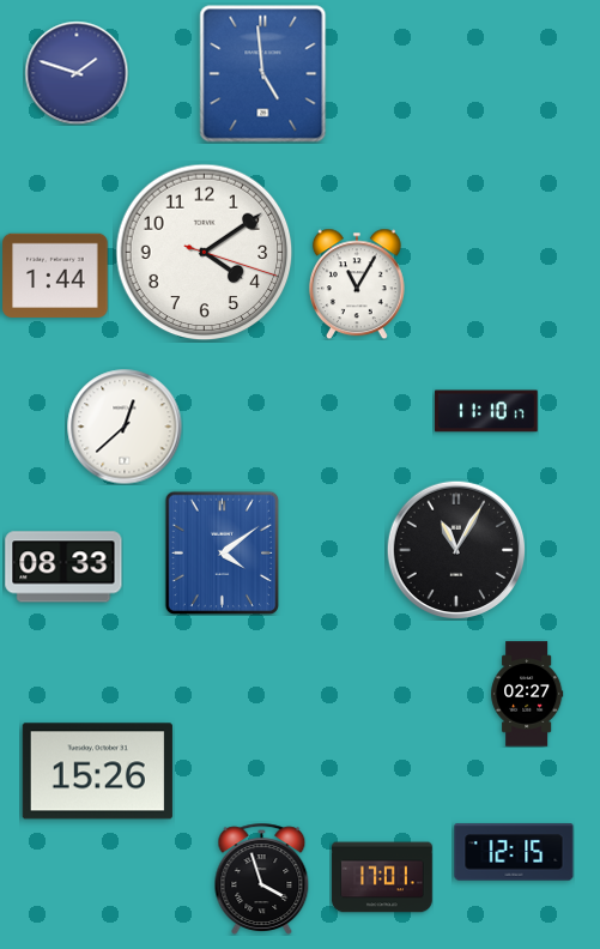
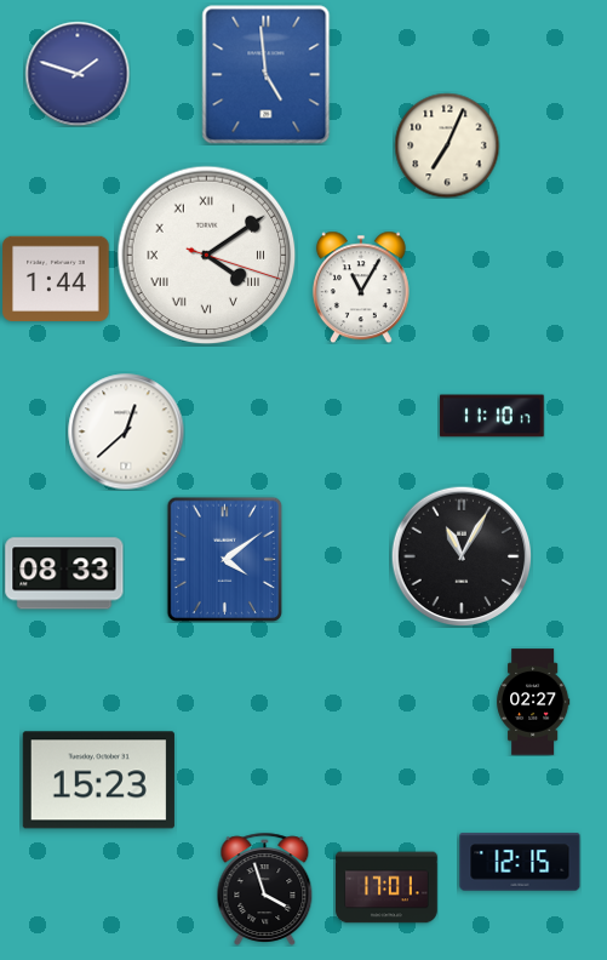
clock at (447, 145): none -> 7:04
clock at (205, 253) numerals: Arabic -> Roman
clock at (97, 772): 15:26 -> 15:23
